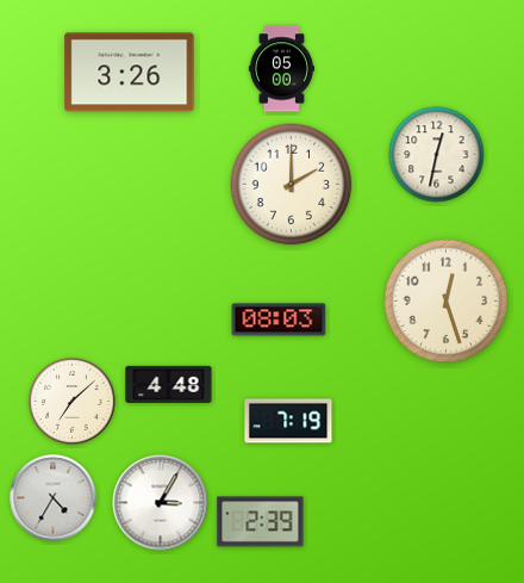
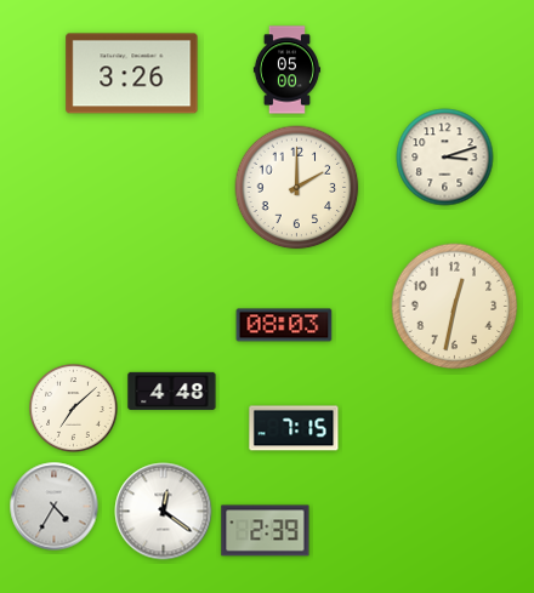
clock at (437, 155): 12:32 -> 3:12
clock at (447, 302): 12:27 -> 12:32
clock at (288, 421): 7:19 -> 7:15
clock at (161, 503): 3:05 -> 12:21
